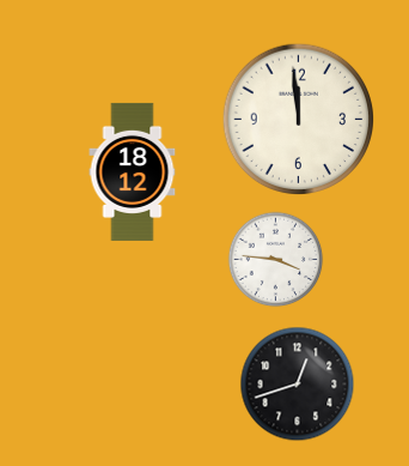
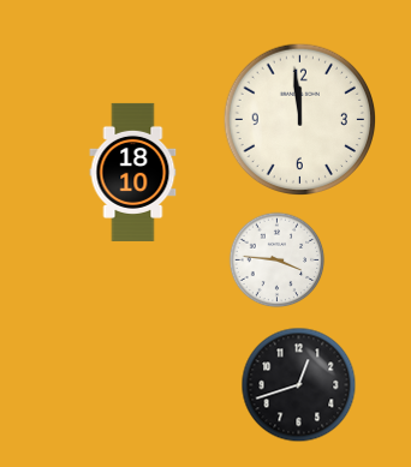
clock at (133, 171): 18:12 -> 18:10
